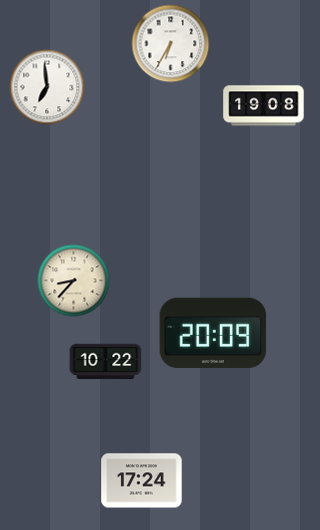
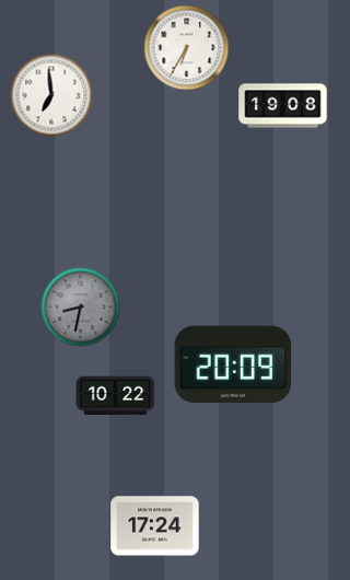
clock at (264, 106) position: (264, 106) -> (283, 106)
clock at (74, 281): 8:37 -> 8:32
clock at (74, 281) dial: cream -> grey
